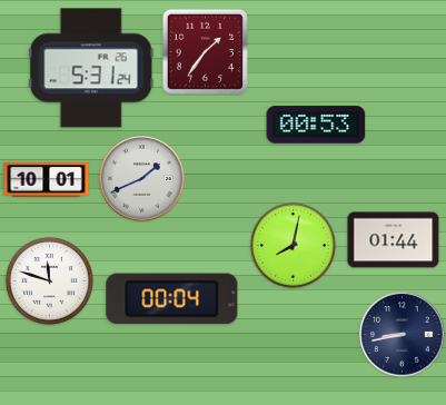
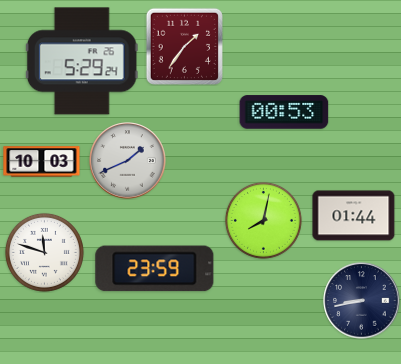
clock at (91, 68): 5:31 -> 5:29
clock at (47, 180): 10:01 -> 10:03
clock at (172, 299): 00:04 -> 23:59
